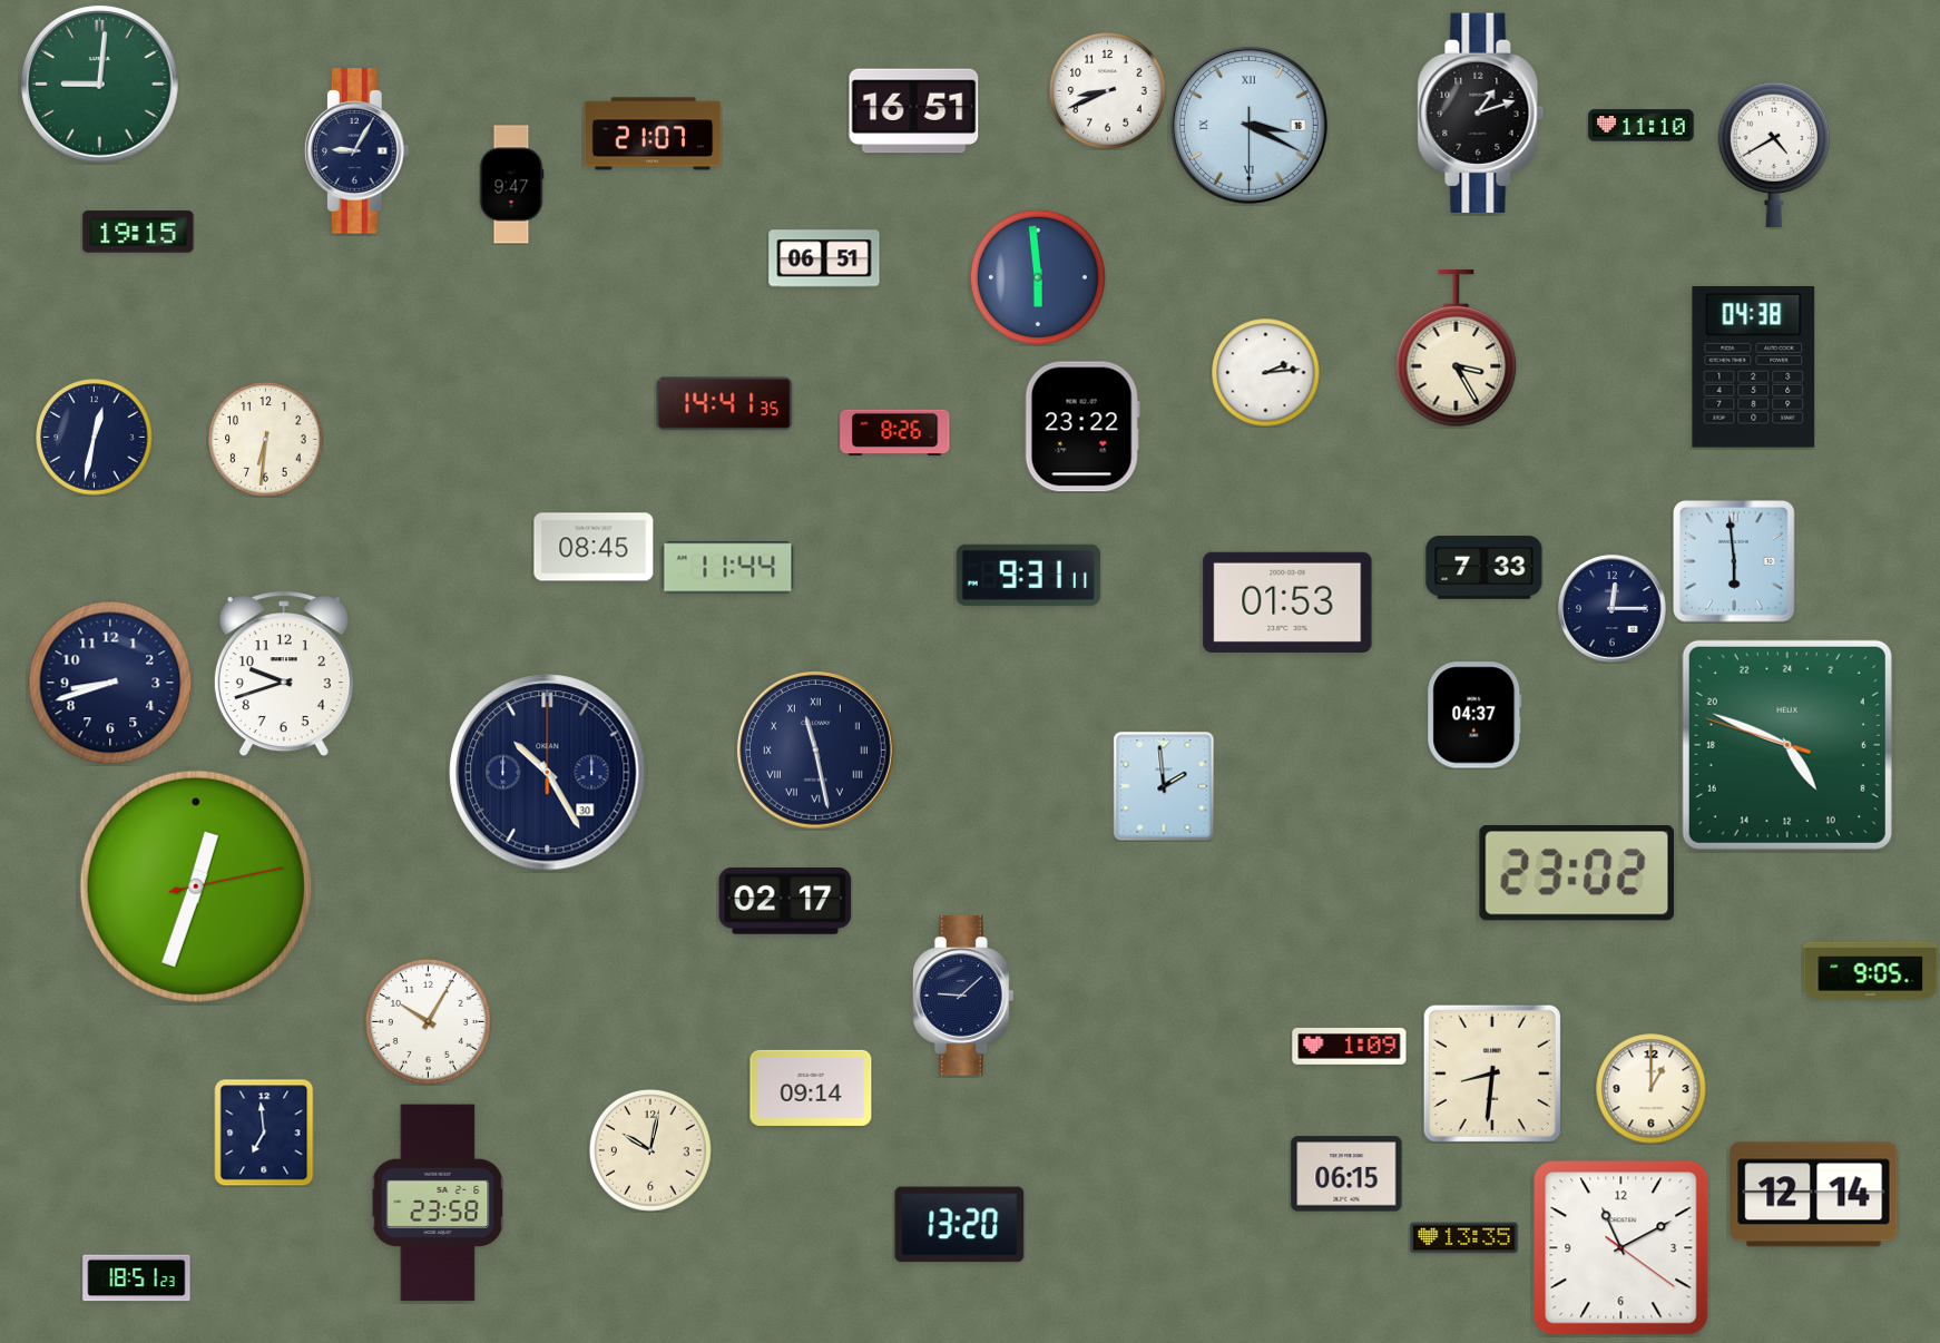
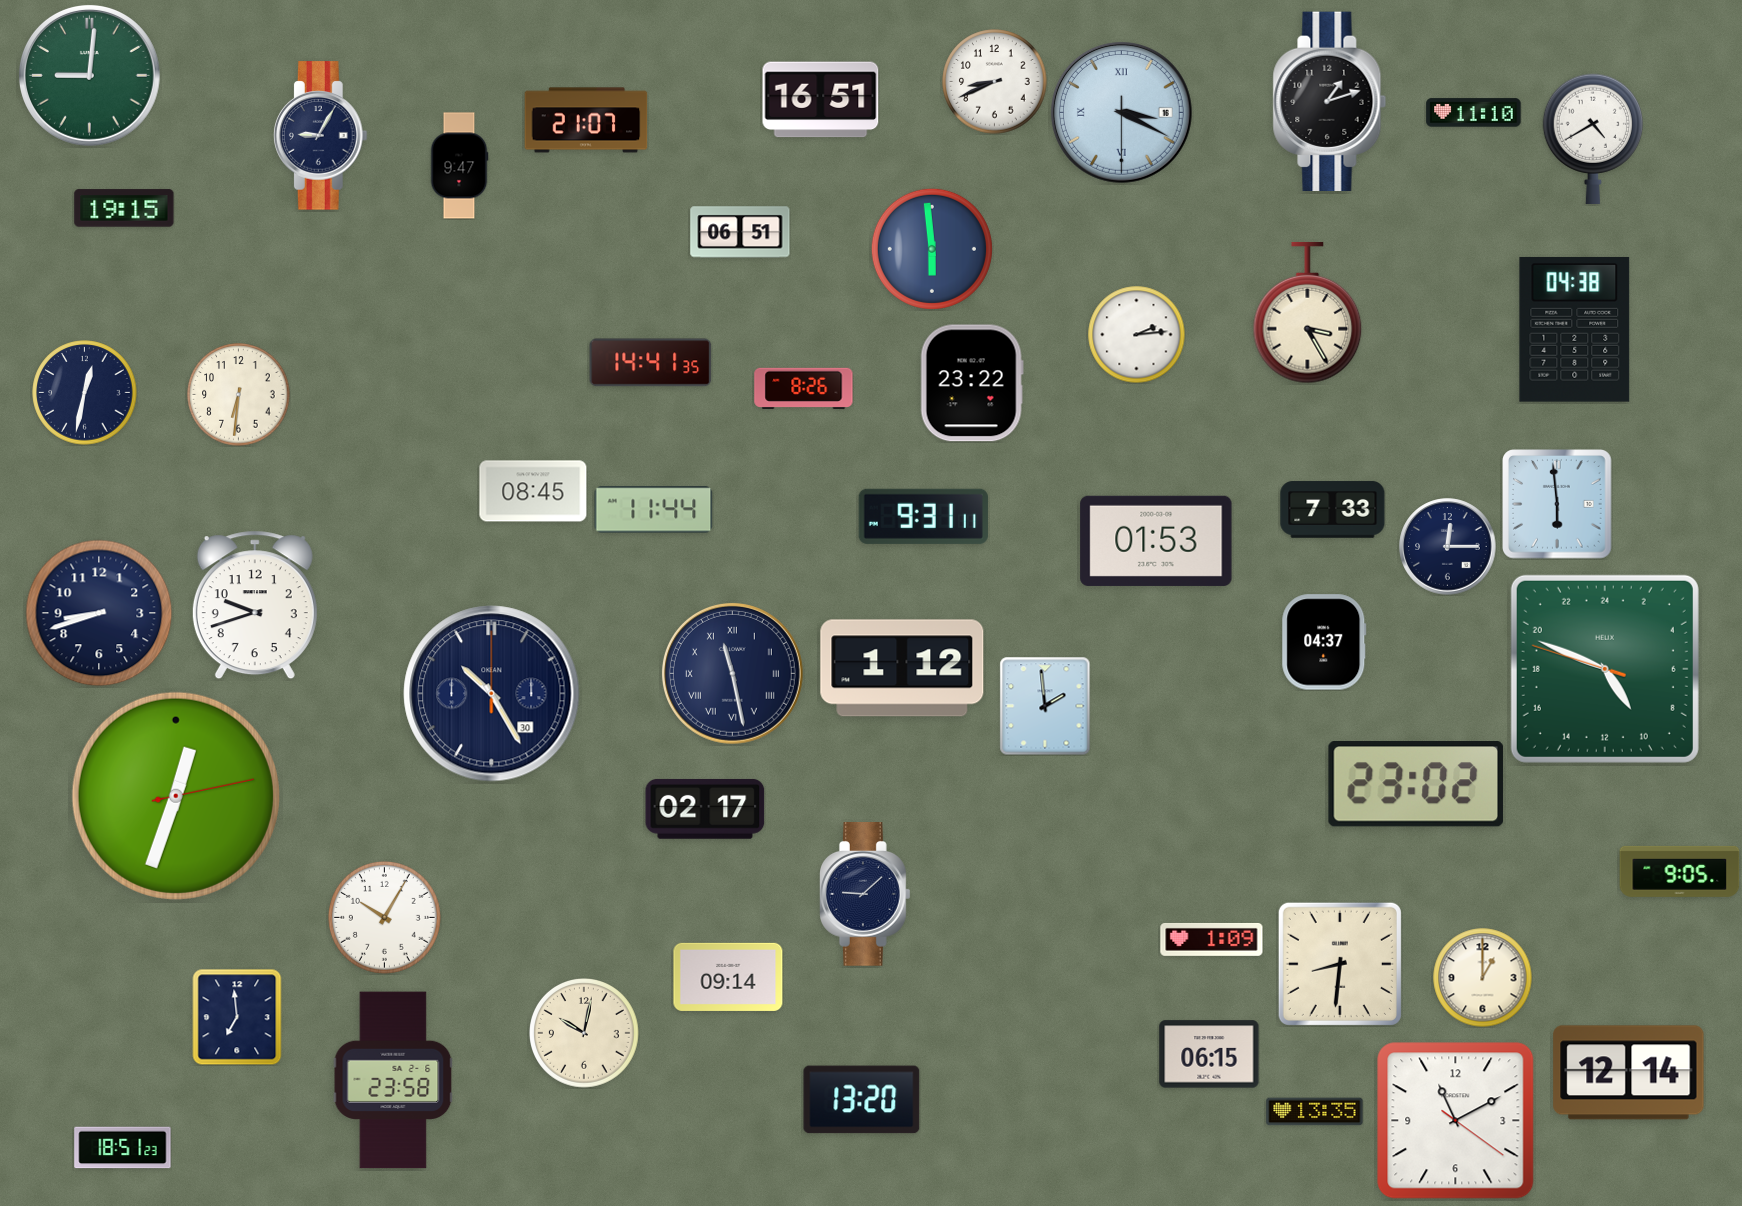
clock at (902, 668): none -> 1:12
